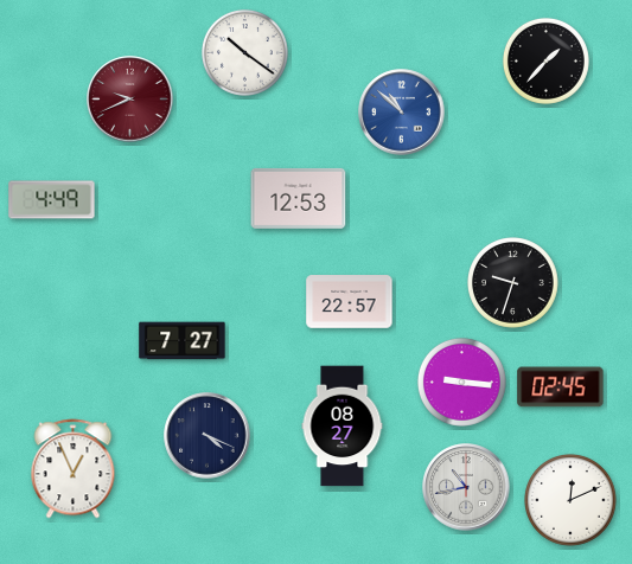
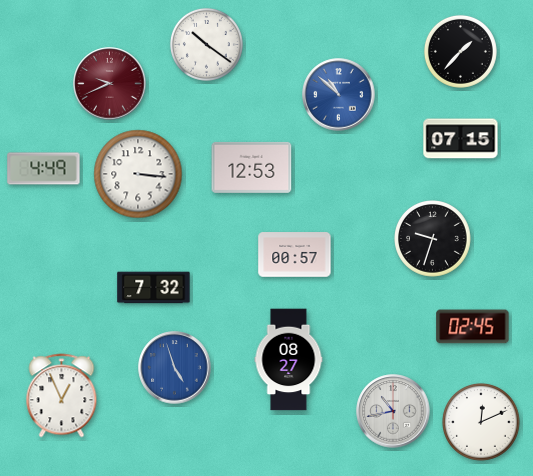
clock at (461, 139): none -> 07:15
clock at (138, 174): none -> 3:16
clock at (350, 302): 22:57 -> 00:57
clock at (183, 341): 7:27 -> 7:32
clock at (461, 382): 9:16 -> none
clock at (208, 436): 4:19 -> 4:57
clock at (208, 436) dial: navy -> blue
